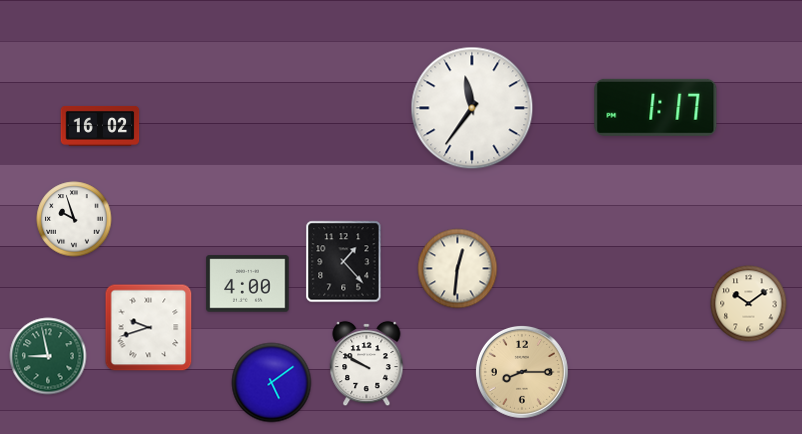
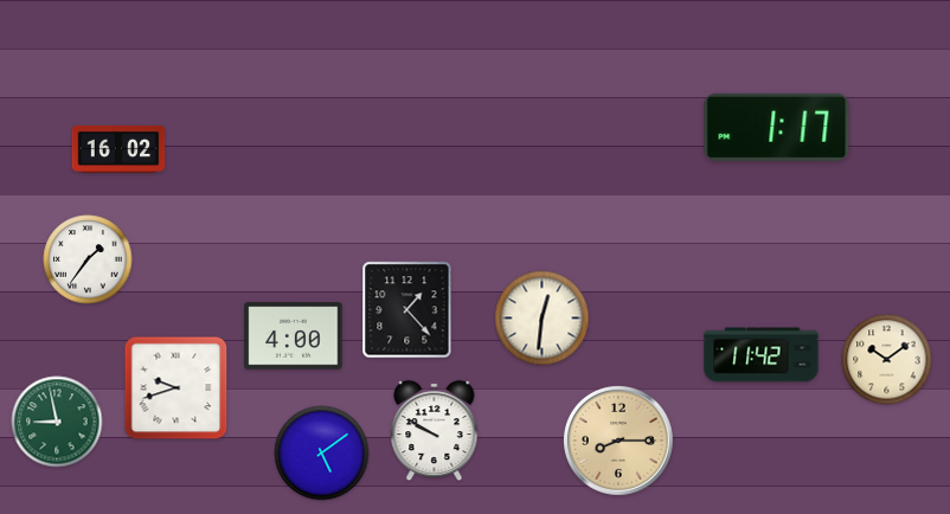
clock at (472, 108): 11:36 -> none
clock at (74, 219): 9:57 -> 1:36
clock at (762, 355): none -> 11:42
